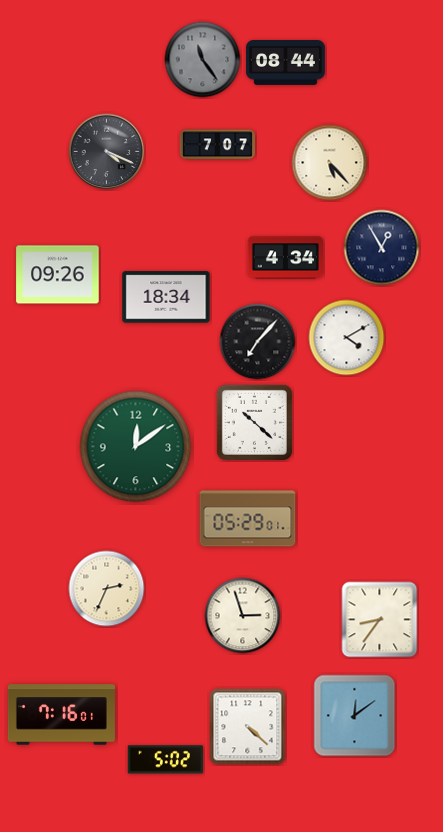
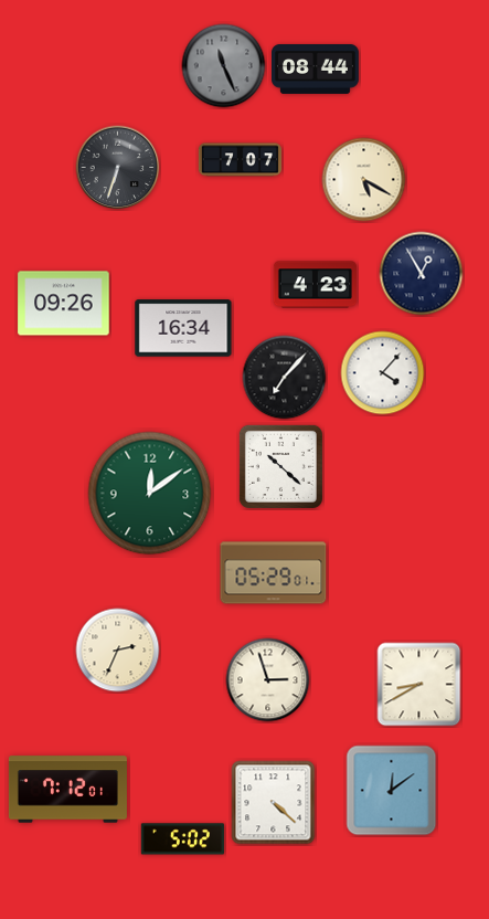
clock at (203, 60): 11:24 -> 11:26
clock at (107, 152): 4:19 -> 6:33
clock at (330, 163): 5:23 -> 5:20
clock at (285, 258): 4:34 -> 4:23
clock at (166, 297): 18:34 -> 16:34
clock at (347, 338): 4:10 -> 4:07
clock at (380, 620): 8:36 -> 8:40
clock at (61, 715): 7:16 -> 7:12
